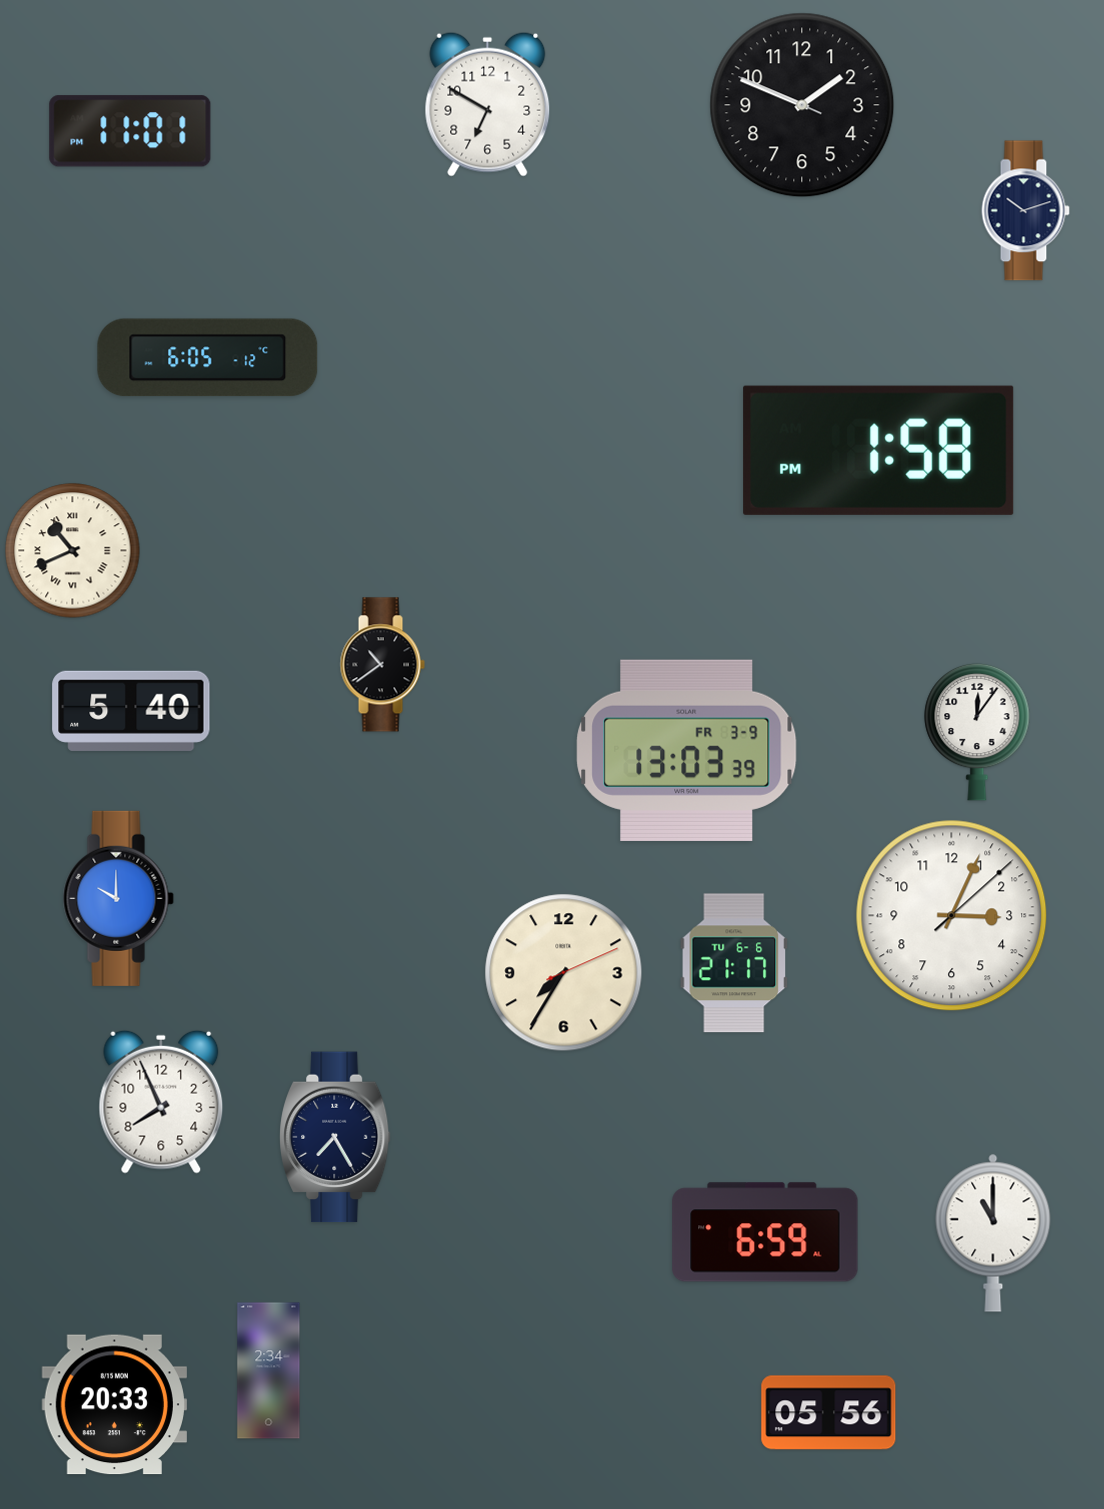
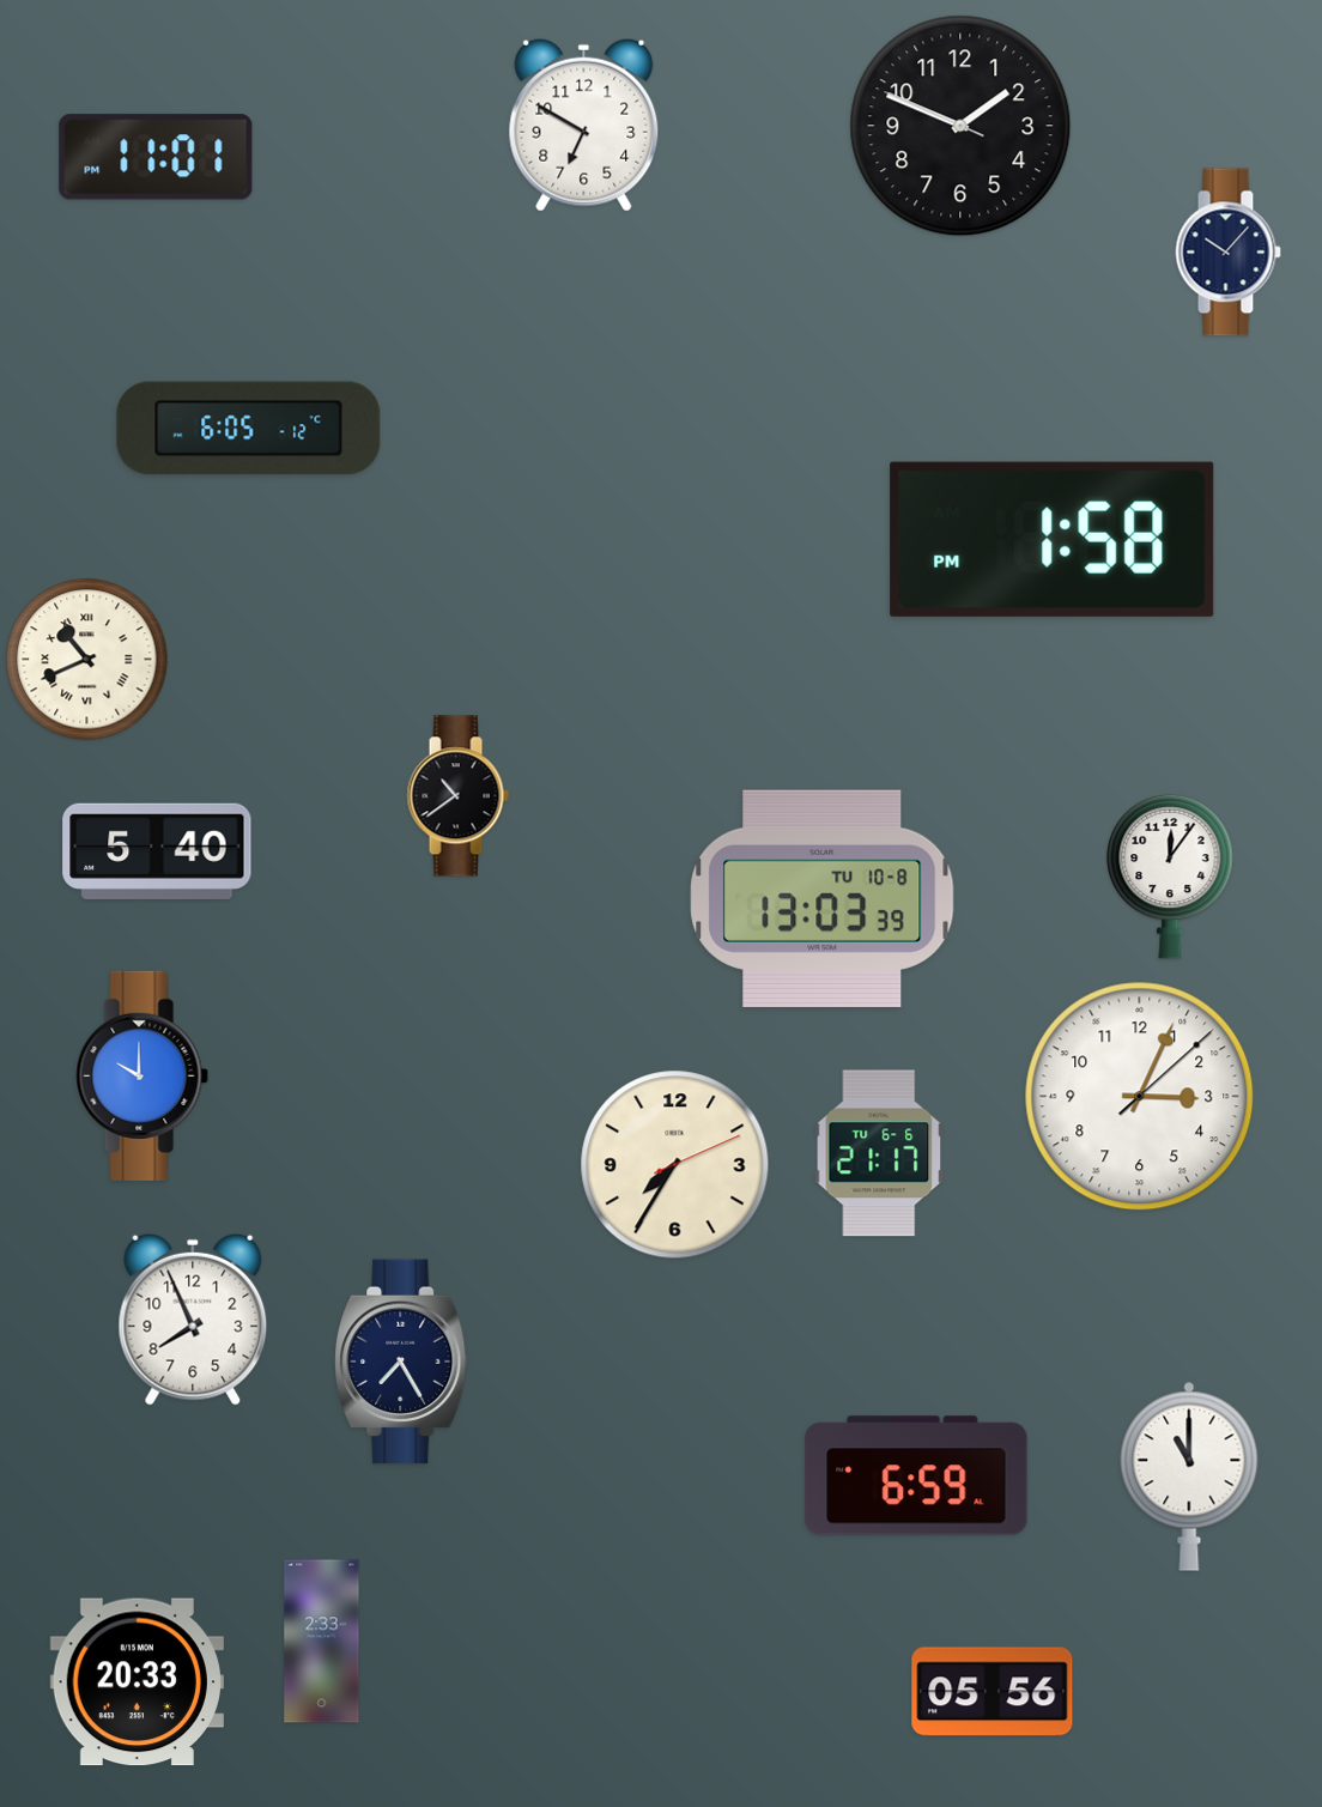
clock at (1025, 211): 10:12 -> 10:07
clock at (687, 750) date: FR 3-9 -> TU 10-8
clock at (269, 1371): 2:34 -> 2:33
